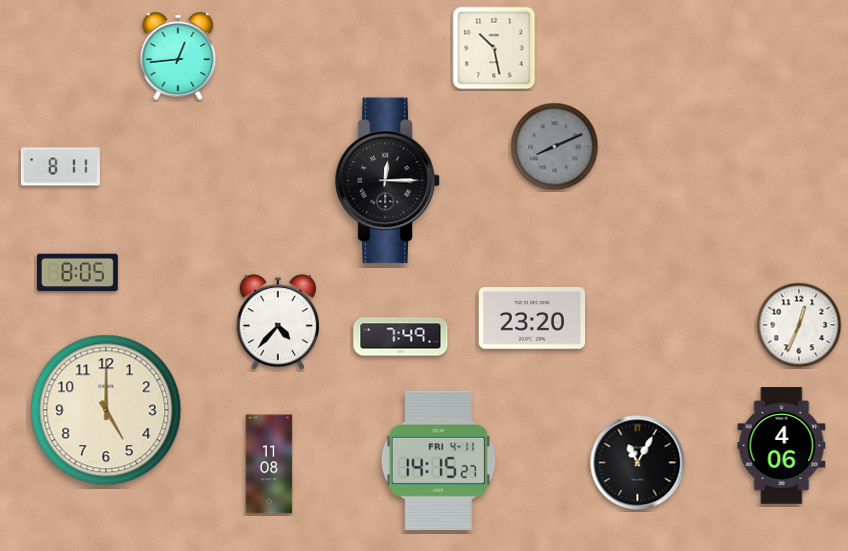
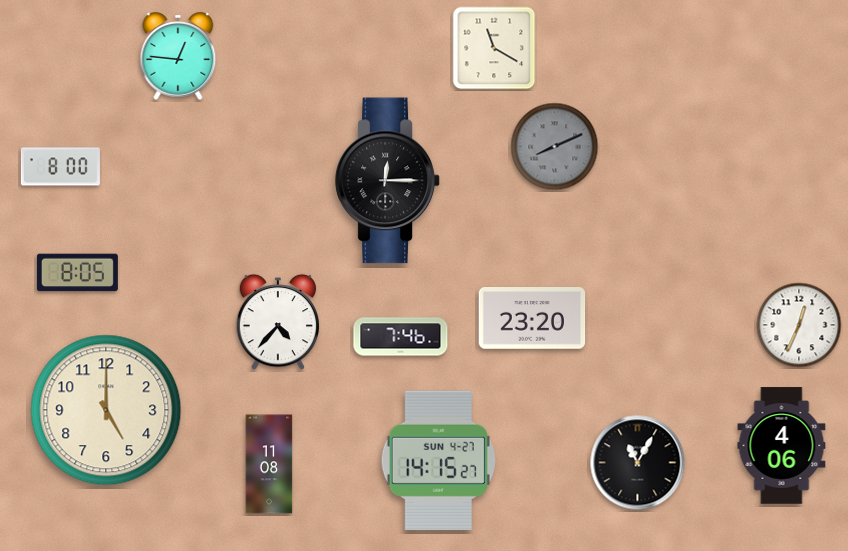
clock at (494, 48): 10:28 -> 11:20
clock at (178, 56): 12:44 -> 12:46
clock at (60, 167): 8:11 -> 8:00
clock at (401, 337): 7:49 -> 7:46
clock at (438, 460) date: FRI 4-11 -> SUN 4-27
